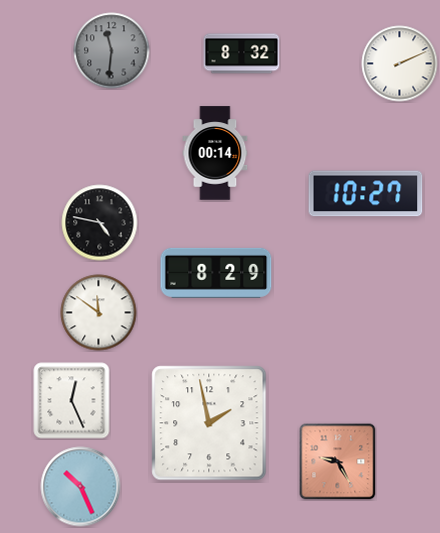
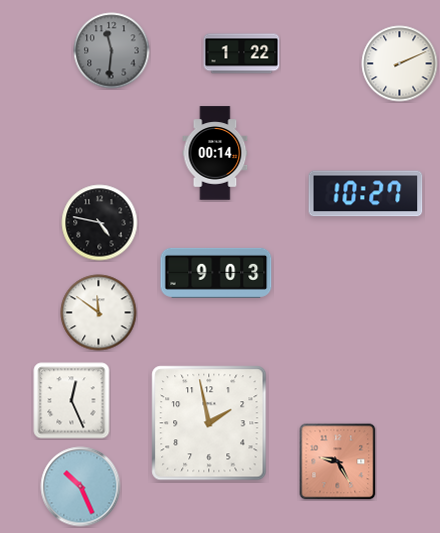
clock at (242, 54): 8:32 -> 1:22
clock at (216, 273): 8:29 -> 9:03
